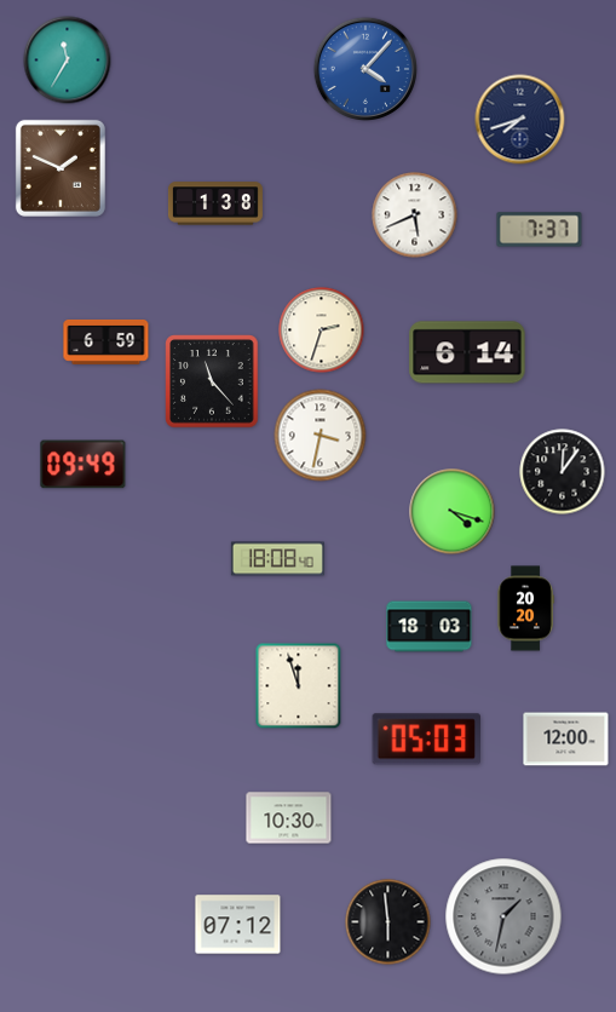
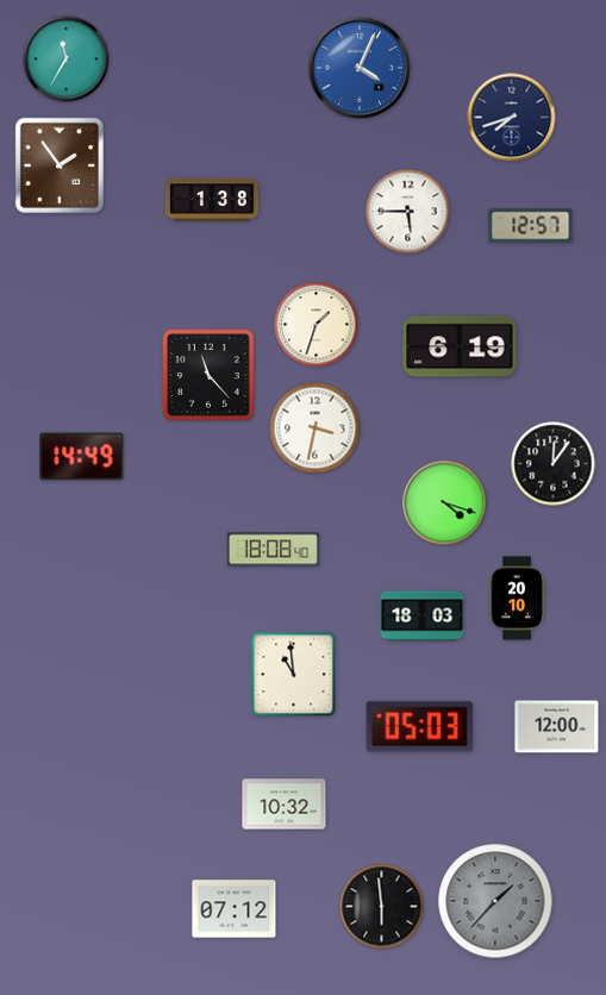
clock at (364, 68): 4:07 -> 4:04
clock at (61, 168): 1:49 -> 1:54
clock at (415, 215): 5:41 -> 5:45
clock at (540, 230): 7:37 -> 12:57
clock at (322, 330): 2:33 -> 1:33
clock at (106, 341): 6:59 -> none
clock at (467, 352): 6:14 -> 6:19
clock at (84, 465): 09:49 -> 14:49
clock at (525, 609): 20:20 -> 20:10
clock at (299, 686): 11:57 -> 10:59
clock at (289, 818): 10:30 -> 10:32
clock at (503, 916): 1:32 -> 1:37
